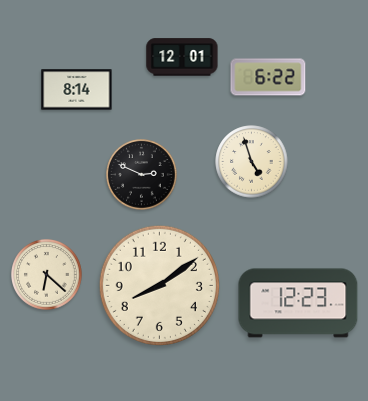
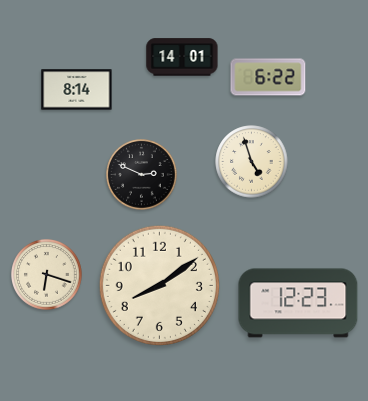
clock at (182, 57): 12:01 -> 14:01
clock at (47, 275): 6:22 -> 6:18
